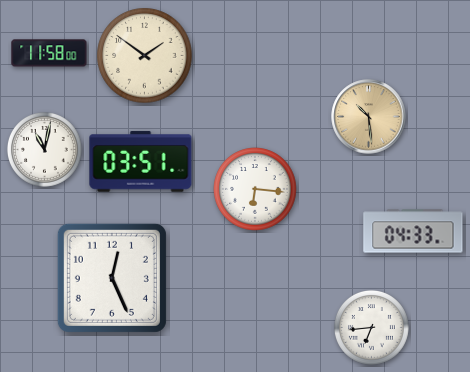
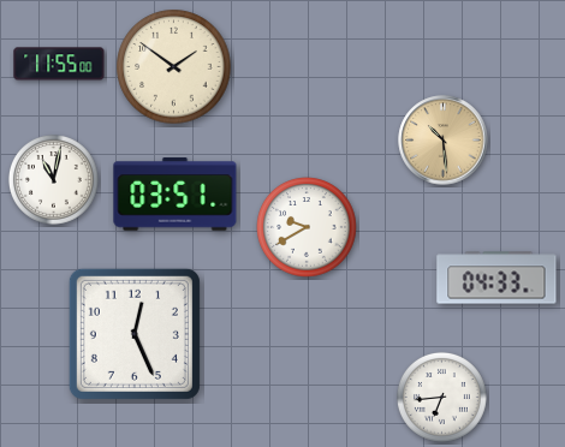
clock at (49, 53): 11:58 -> 11:55
clock at (141, 162) position: (141, 162) -> (176, 195)
clock at (255, 189): 6:16 -> 9:40
clock at (371, 327) position: (371, 327) -> (441, 397)
